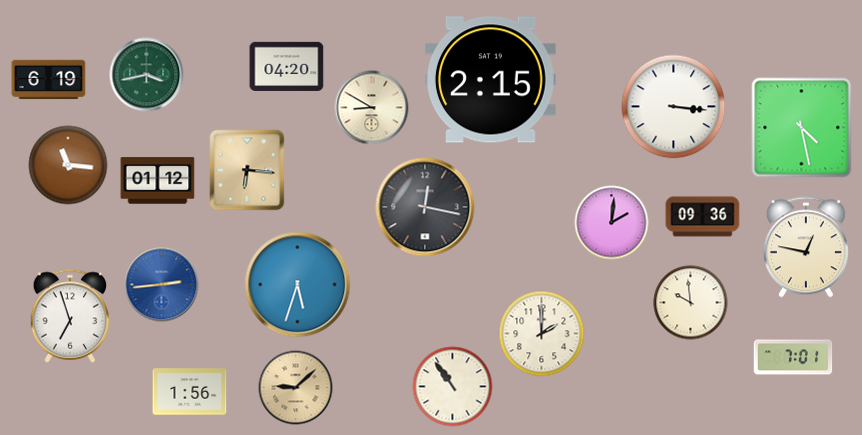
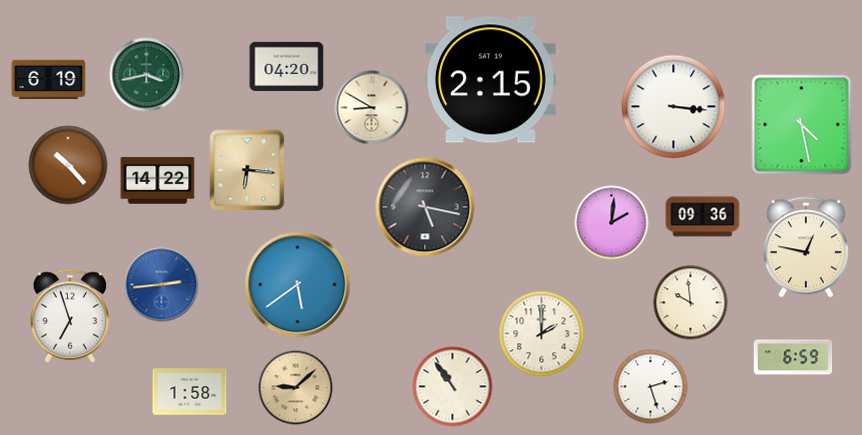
clock at (802, 128) position: (802, 128) -> (802, 125)
clock at (68, 165): 11:16 -> 10:23
clock at (158, 181): 01:12 -> 14:22
clock at (425, 207): 12:17 -> 5:17
clock at (298, 285): 5:33 -> 5:39
clock at (793, 357): 7:01 -> 6:59
clock at (651, 387): none -> 2:27
clock at (190, 392): 1:56 -> 1:58
